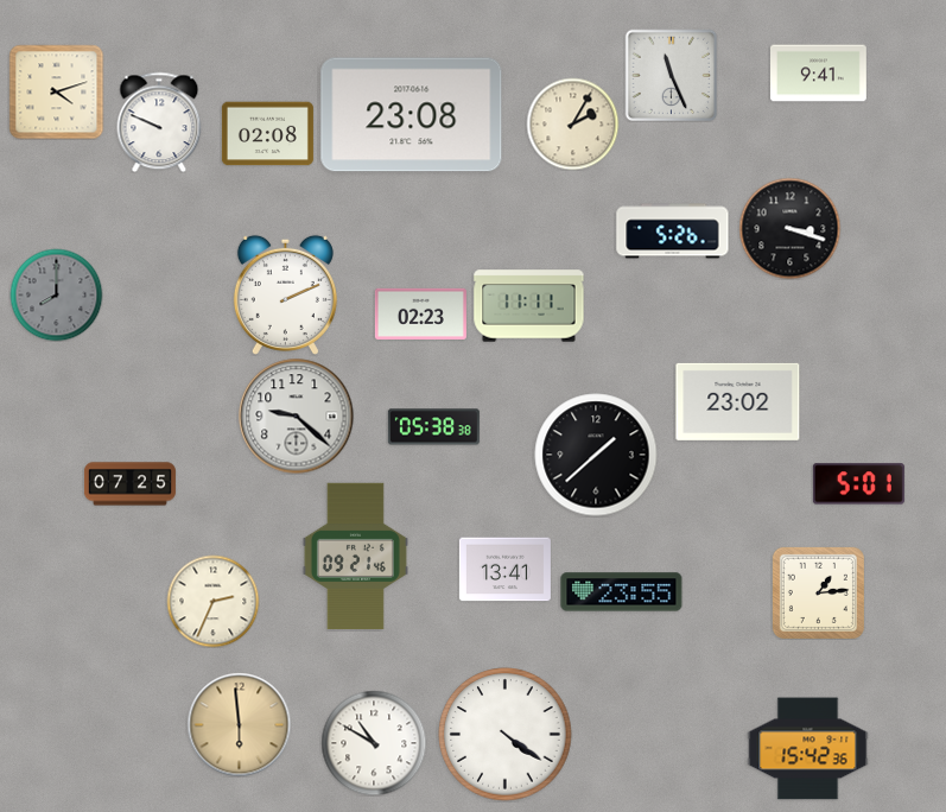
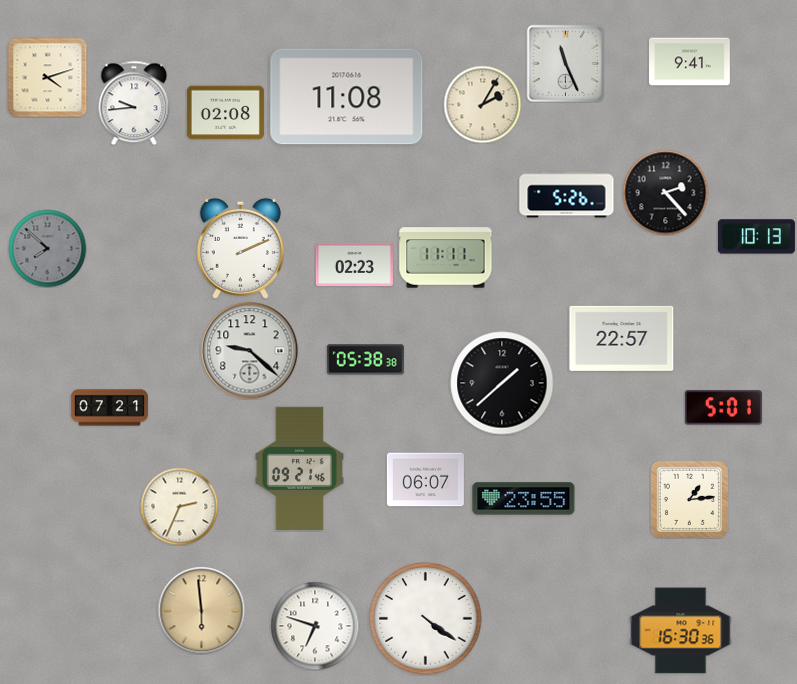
clock at (412, 115): 23:08 -> 11:08
clock at (159, 122): 9:49 -> 9:44
clock at (789, 228): 3:18 -> 2:23
clock at (756, 237): none -> 10:13
clock at (56, 294): 8:00 -> 7:52
clock at (738, 401): 23:02 -> 22:57
clock at (129, 484): 07:25 -> 07:21
clock at (504, 570): 13:41 -> 06:07
clock at (374, 743): 10:50 -> 6:48
clock at (808, 749): 15:42 -> 16:30
